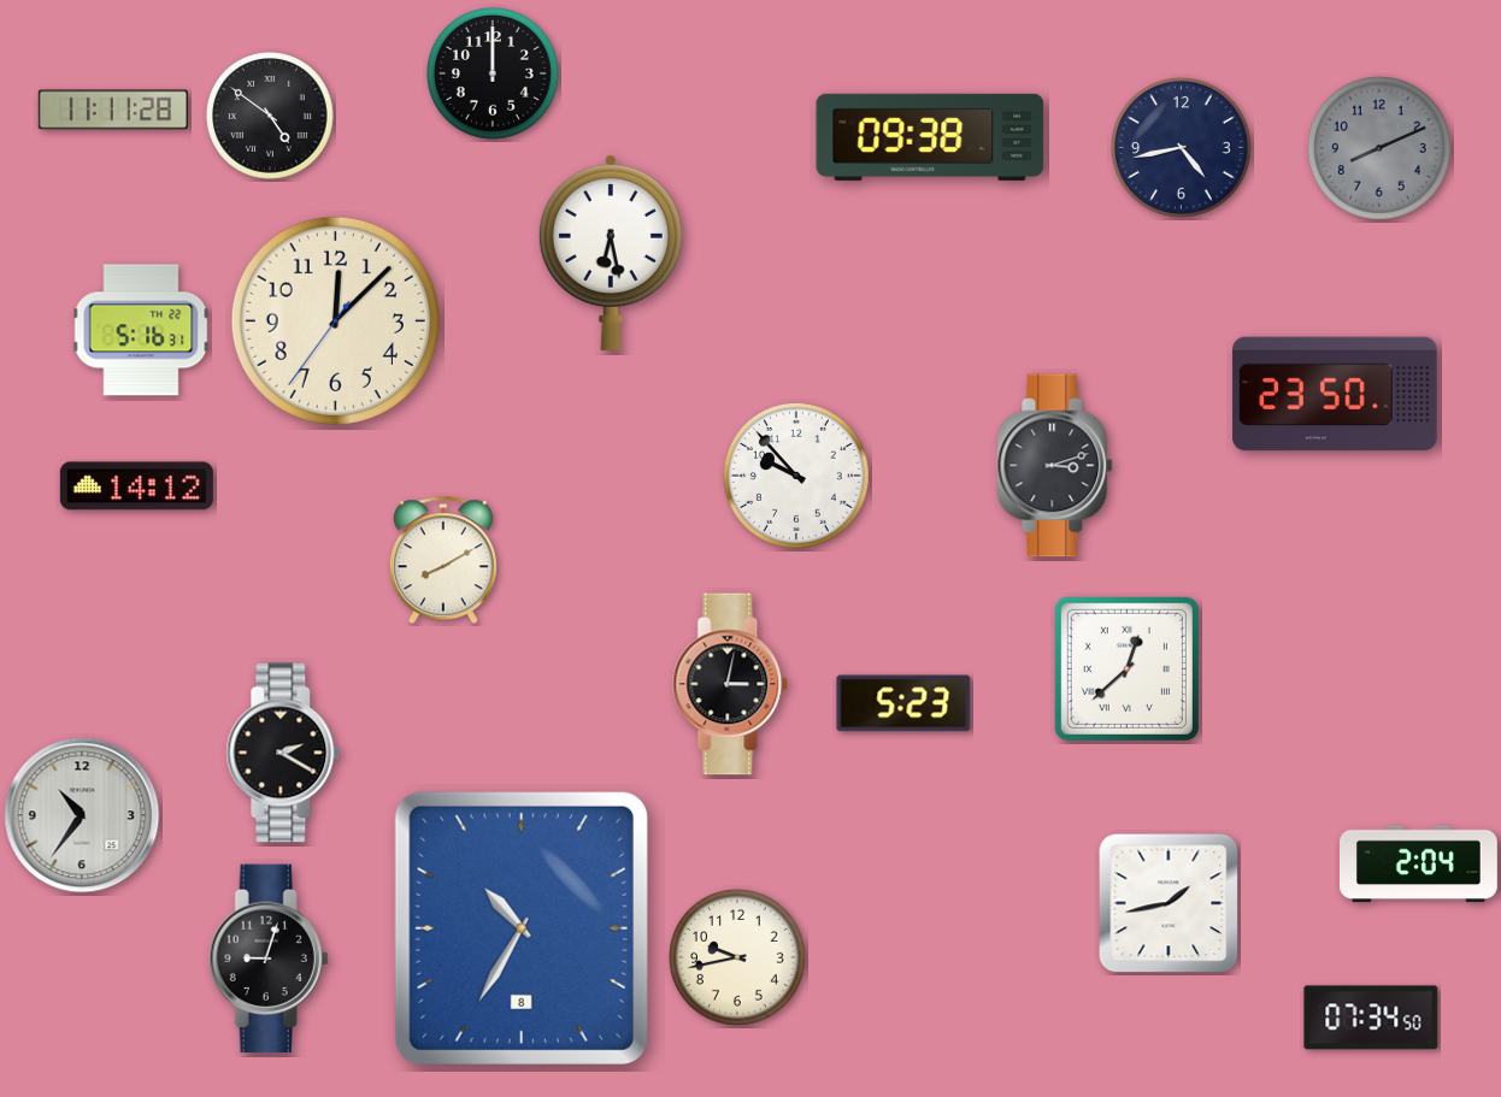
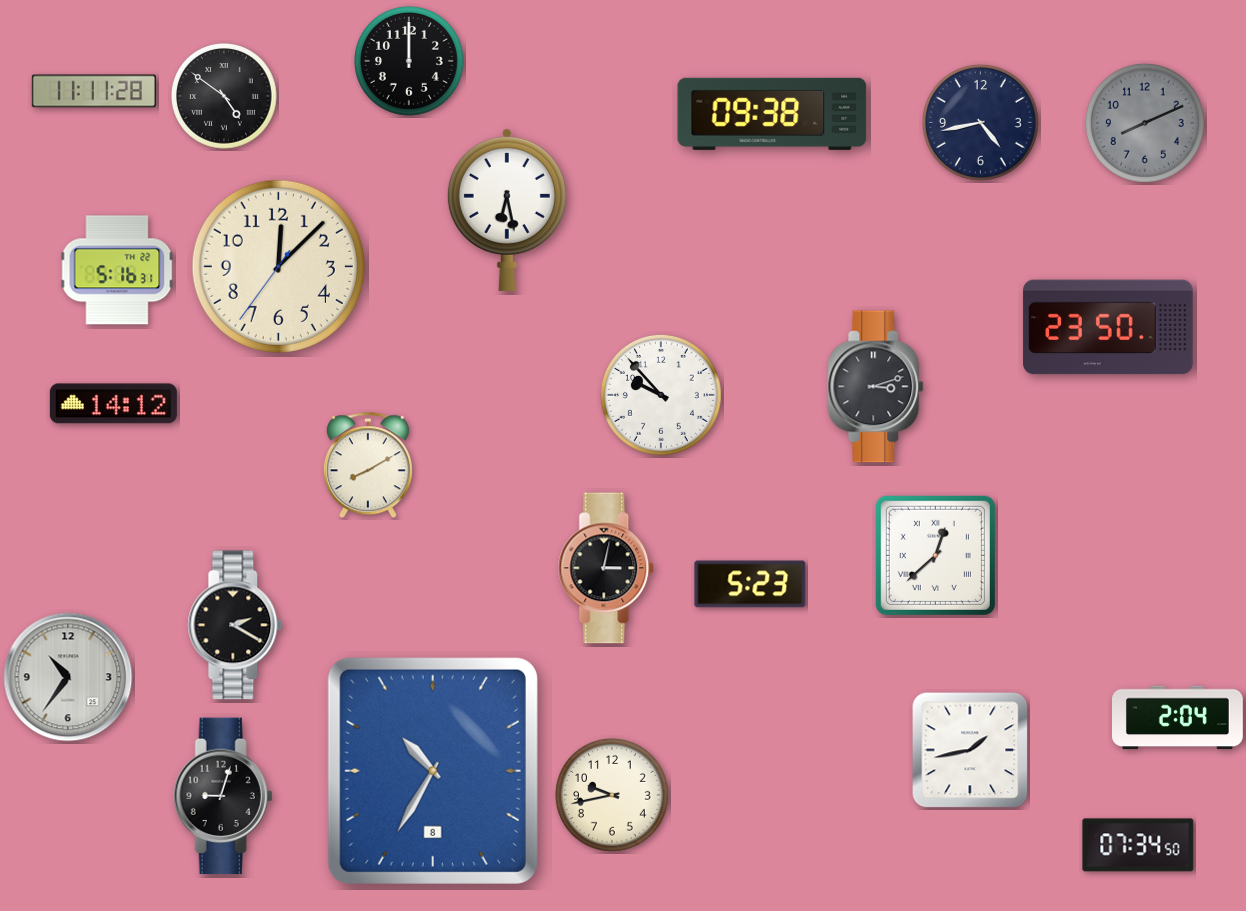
clock at (141, 330) position: (141, 330) -> (117, 270)
